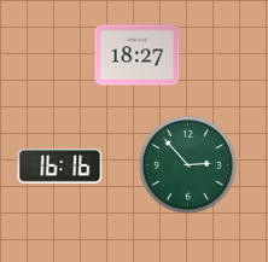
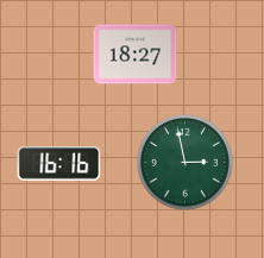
clock at (187, 164): 2:53 -> 2:58
